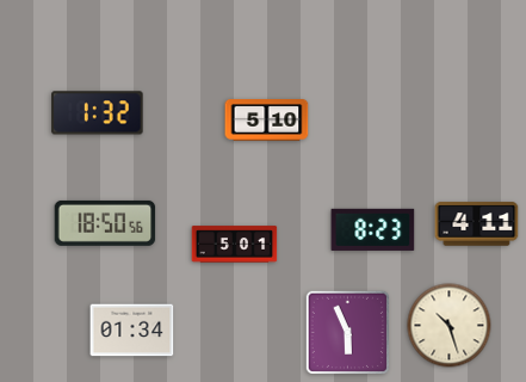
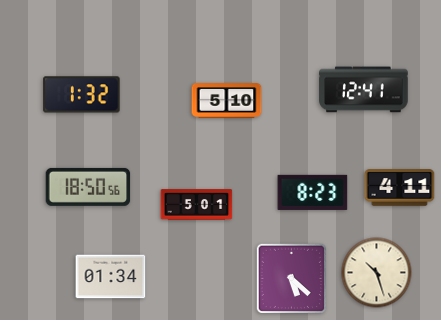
clock at (364, 90): none -> 12:41
clock at (267, 121) position: (267, 121) -> (227, 101)
clock at (347, 332): 5:56 -> 5:22
